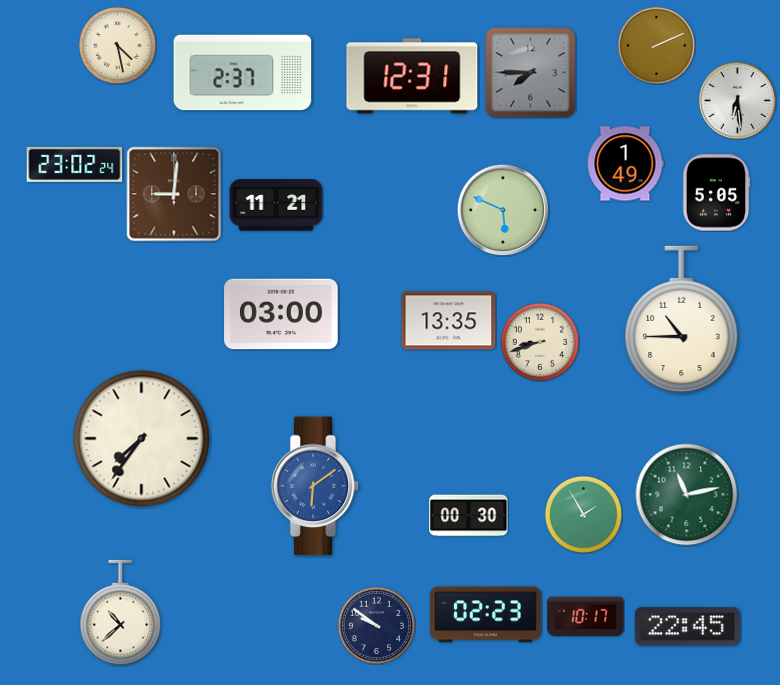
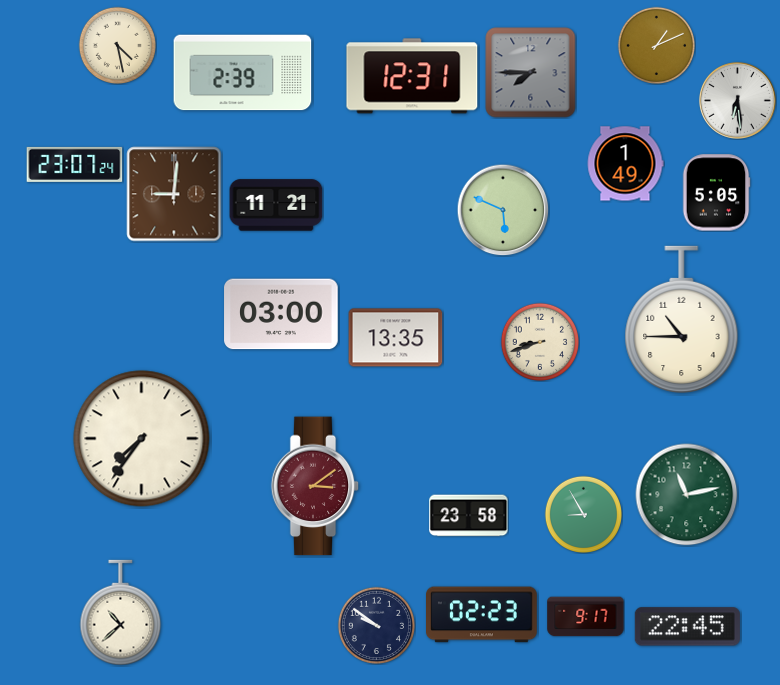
clock at (656, 45): 2:11 -> 1:11
clock at (243, 73): 2:37 -> 2:39
clock at (75, 164): 23:02 -> 23:07
clock at (449, 321) position: (449, 321) -> (396, 338)
clock at (315, 486): 6:09 -> 3:09
clock at (315, 486) dial: blue -> burgundy
clock at (583, 514): 1:55 -> 8:55
clock at (469, 516): 00:30 -> 23:58
clock at (486, 615) position: (486, 615) -> (482, 615)
clock at (586, 617): 10:17 -> 9:17
